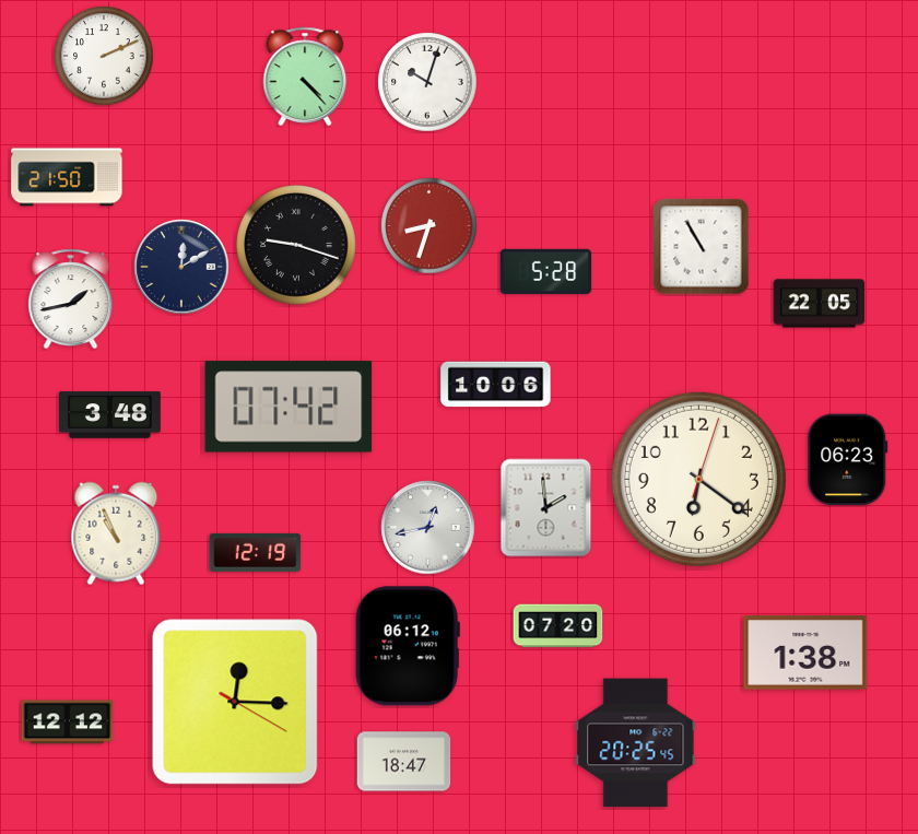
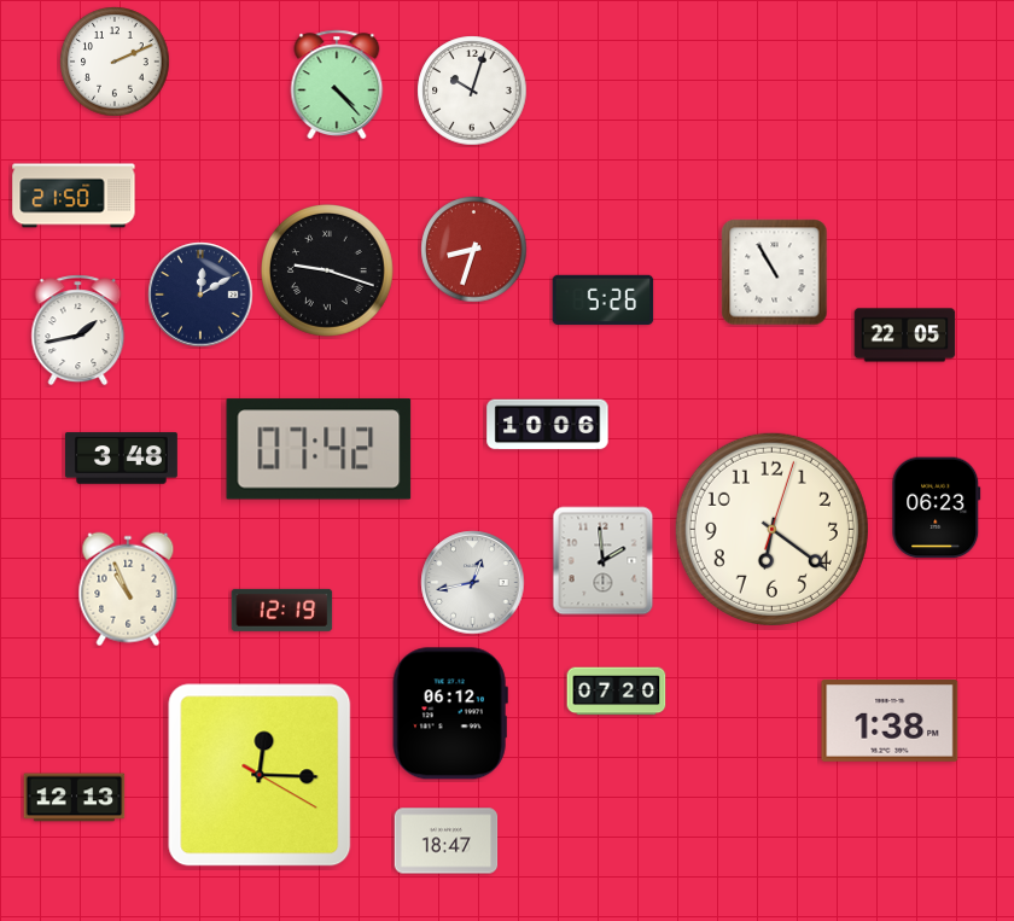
clock at (546, 271): 5:28 -> 5:26
clock at (68, 723): 12:12 -> 12:13
clock at (636, 743): 20:25 -> none
